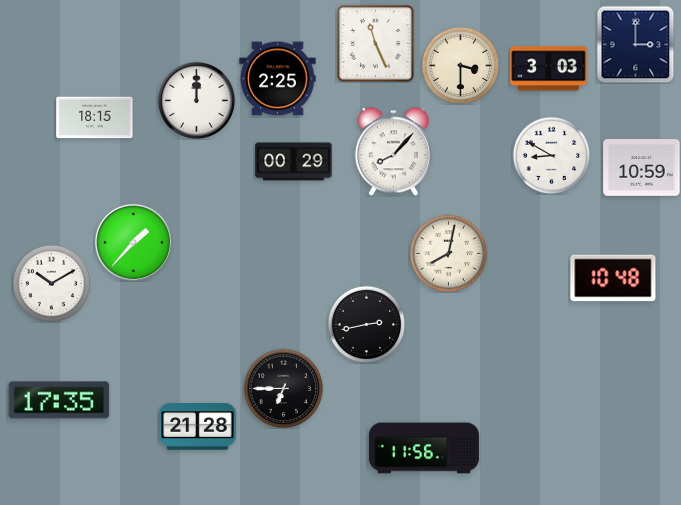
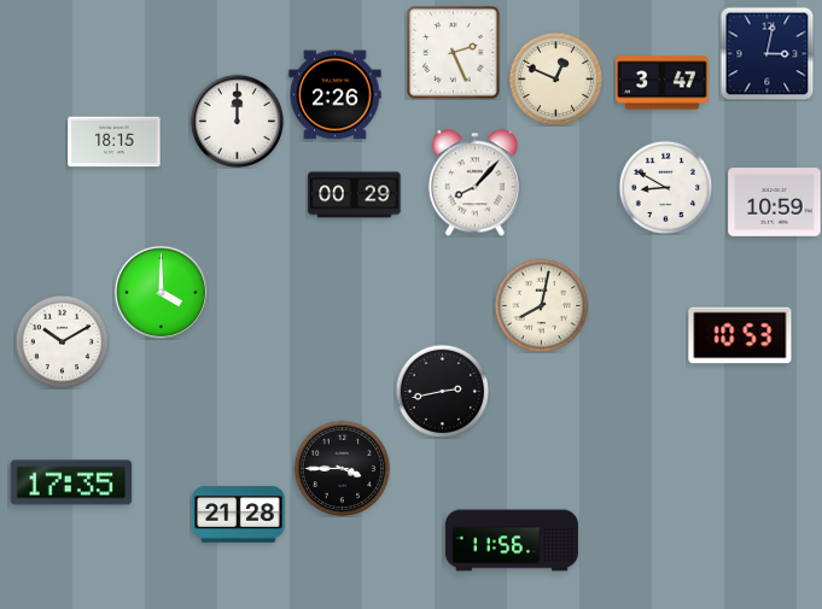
clock at (376, 44): 11:26 -> 2:26
clock at (635, 44): 3:00 -> 3:02
clock at (460, 65): 3:30 -> 12:49
clock at (549, 69): 3:03 -> 3:47
clock at (278, 79): 2:25 -> 2:26
clock at (133, 242): 1:37 -> 4:00
clock at (613, 278): 10:48 -> 10:53
clock at (283, 388): 6:45 -> 3:45
